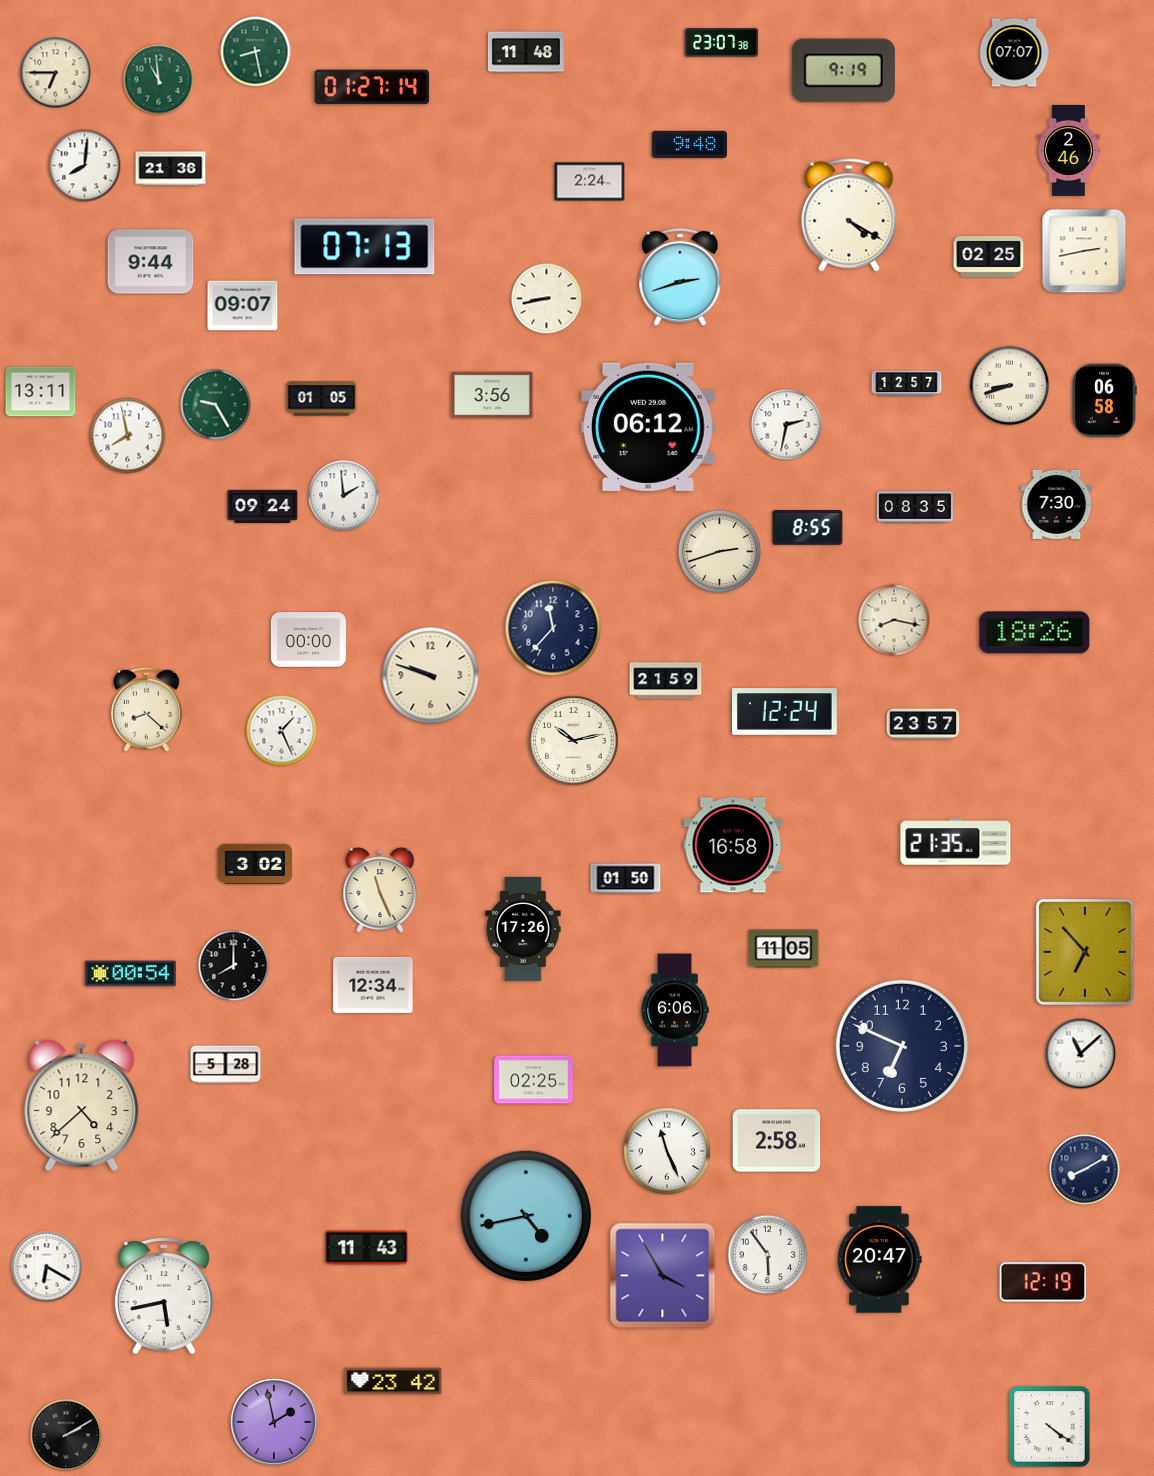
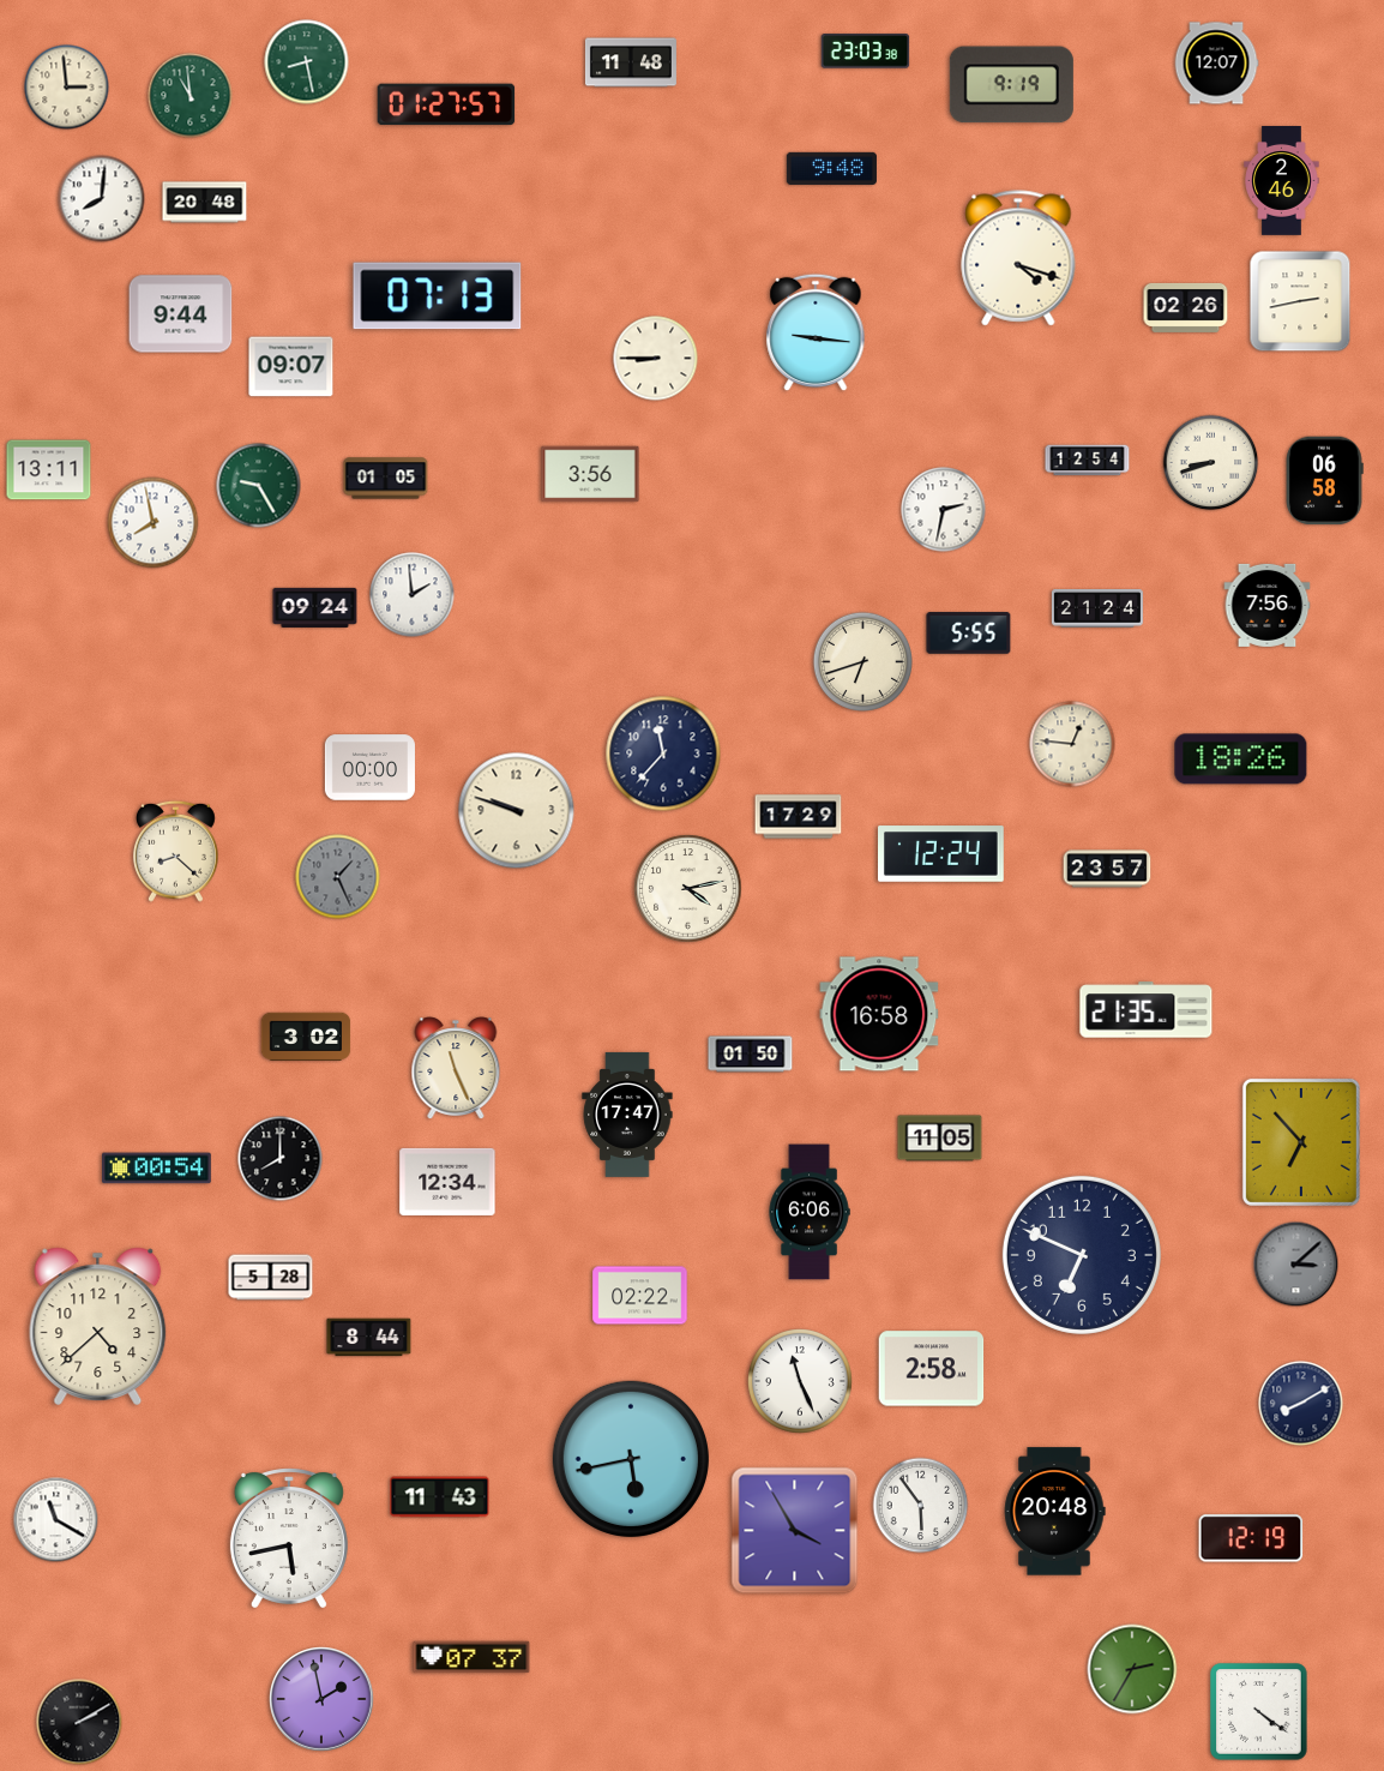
clock at (722, 43): 23:07 -> 23:03
clock at (1014, 53): 07:07 -> 12:07
clock at (56, 73): 6:45 -> 2:59
clock at (372, 87): 01:27:14 -> 01:27:57
clock at (689, 144) position: (689, 144) -> (831, 168)
clock at (171, 169): 21:36 -> 20:48
clock at (590, 182): 2:24 -> none
clock at (849, 215): 4:20 -> 4:18
clock at (989, 256): 02:25 -> 02:26
clock at (680, 277): 2:42 -> 9:16
clock at (547, 299): 8:43 -> 8:45
clock at (907, 384): 12:57 -> 12:54
clock at (648, 427): 06:12 -> none
clock at (1057, 504): 7:30 -> 7:56
clock at (915, 507): 08:35 -> 21:24
clock at (808, 528): 8:55 -> 5:55
clock at (719, 551): 2:42 -> 6:42
clock at (894, 620): 8:17 -> 12:46
clock at (666, 681): 21:59 -> 17:29
clock at (282, 731) dial: white -> grey
clock at (574, 741): 10:13 -> 4:13
clock at (523, 929): 17:26 -> 17:47
clock at (1081, 1054): 11:08 -> 3:08
clock at (1081, 1054) dial: white -> grey
clock at (534, 1080): 02:25 -> 02:22
clock at (369, 1338): none -> 8:44
clock at (526, 1216): 4:43 -> 5:43
clock at (879, 1260): 20:47 -> 20:48
clock at (47, 1267): 6:20 -> 11:20
clock at (164, 1296) position: (164, 1296) -> (289, 1538)
clock at (393, 1381): 23:42 -> 07:37
clock at (1132, 1669): none -> 2:35
clock at (275, 1423) position: (275, 1423) -> (323, 1700)
